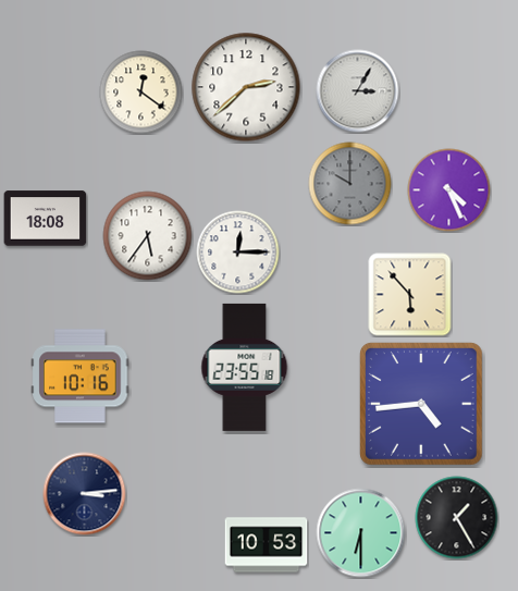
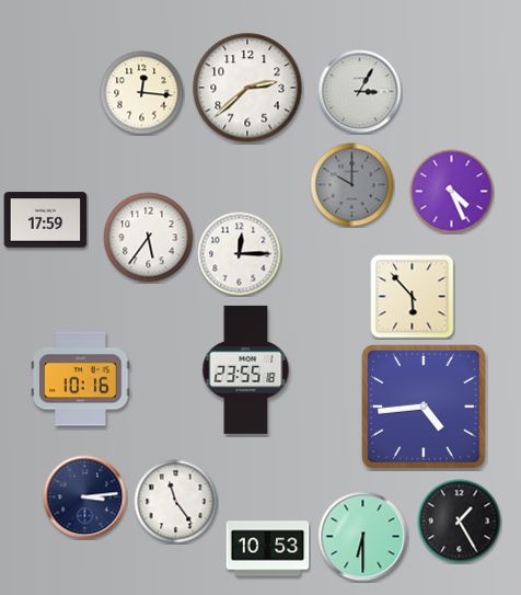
clock at (141, 93): 12:21 -> 12:16
clock at (46, 219): 18:08 -> 17:59
clock at (176, 502): none -> 11:24
